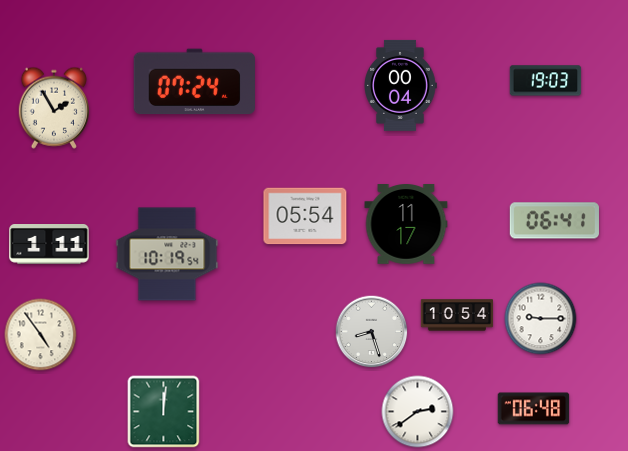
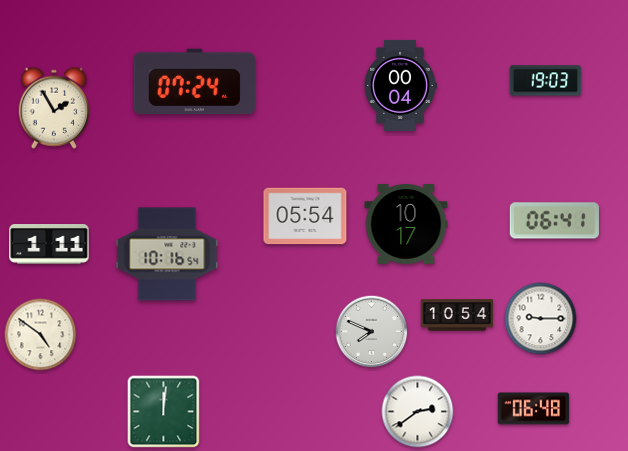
clock at (406, 225): 11:17 -> 10:17
clock at (167, 254): 10:19 -> 10:16
clock at (372, 332): 8:27 -> 7:49
clock at (41, 335): 4:54 -> 4:51
